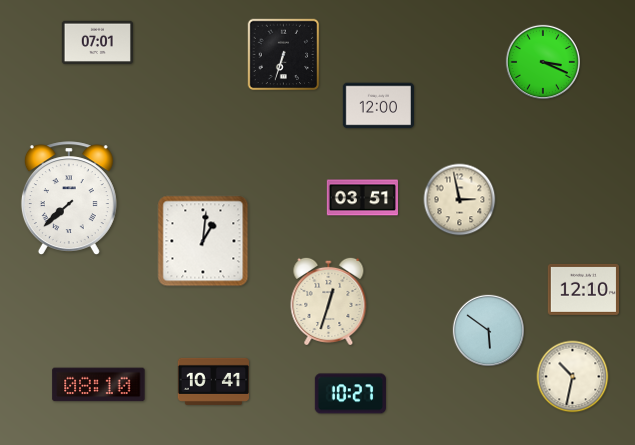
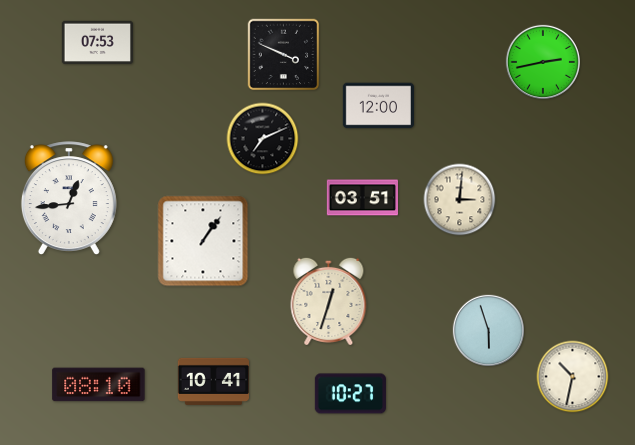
clock at (97, 43): 07:01 -> 07:53
clock at (284, 55): 6:33 -> 3:49
clock at (543, 62): 3:19 -> 2:43
clock at (263, 139): none -> 7:11
clock at (69, 198): 7:38 -> 12:44
clock at (460, 200): 2:58 -> 3:01
clock at (203, 241): 1:01 -> 1:06
clock at (583, 289): 12:10 -> none
clock at (488, 330): 5:51 -> 5:57
